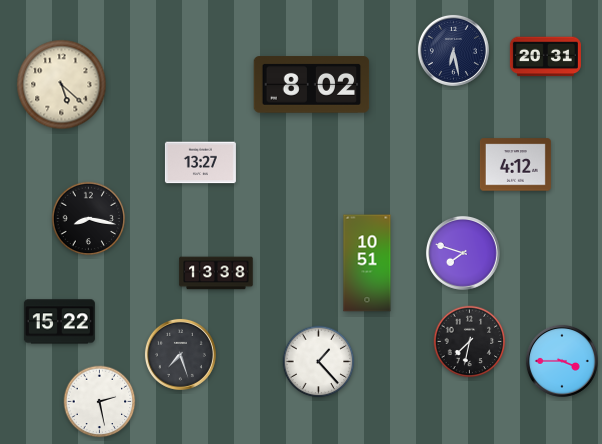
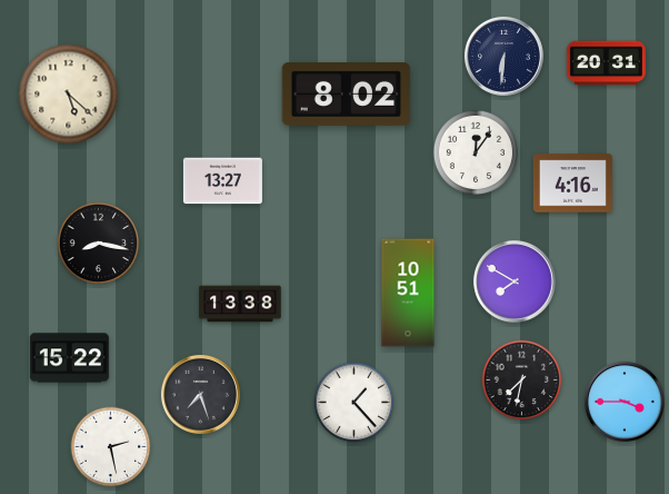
clock at (453, 50): 6:28 -> 6:31
clock at (476, 152): none -> 12:06
clock at (515, 165): 4:12 -> 4:16
clock at (463, 253): 7:48 -> 7:50
clock at (59, 322) position: (59, 322) -> (69, 358)
